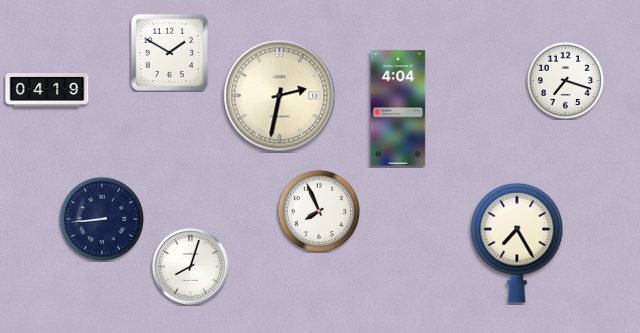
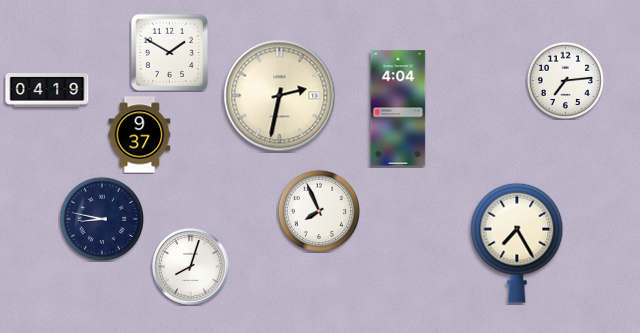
clock at (565, 80): 7:18 -> 7:14
clock at (140, 135): none -> 9:37
clock at (101, 218): 8:44 -> 8:47
